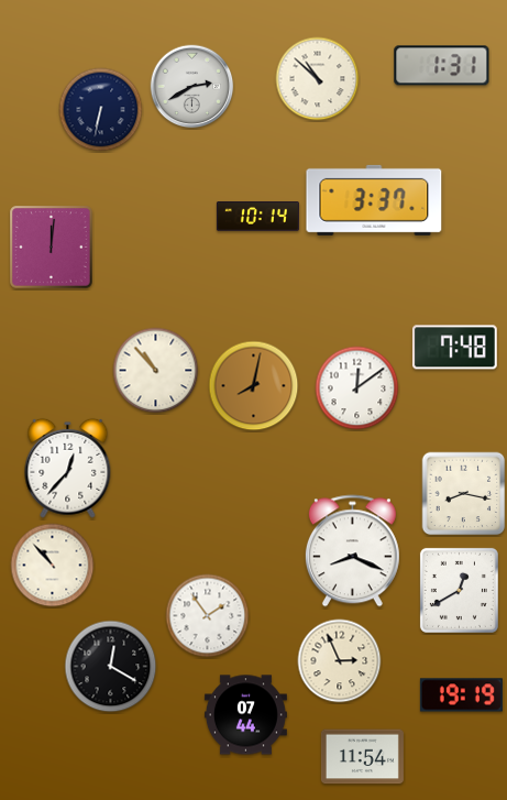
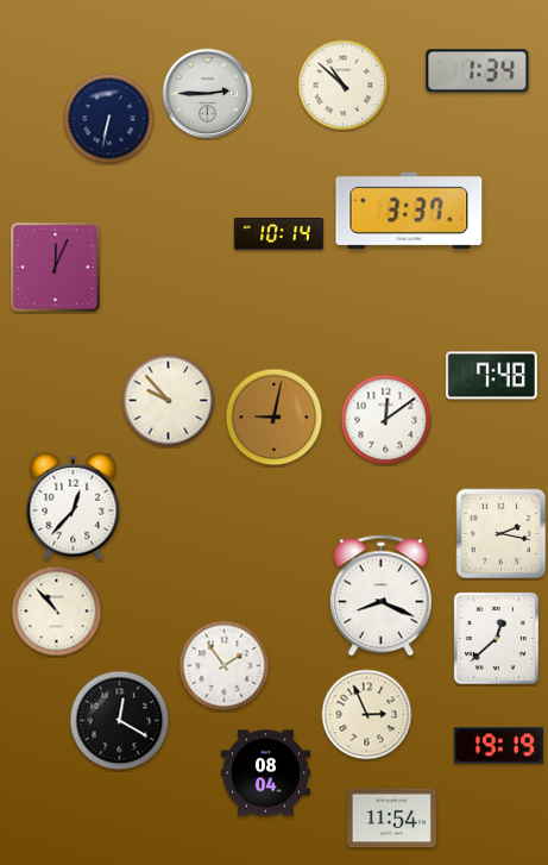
clock at (442, 66): 1:31 -> 1:34
clock at (192, 87): 2:40 -> 2:45
clock at (374, 200) position: (374, 200) -> (409, 211)
clock at (52, 248): 12:01 -> 12:04
clock at (156, 371): 10:53 -> 9:53
clock at (254, 386): 8:02 -> 9:02
clock at (464, 494): 8:17 -> 2:17
clock at (459, 590): 12:40 -> 12:38
clock at (461, 695) position: (461, 695) -> (498, 746)
clock at (245, 715): 07:44 -> 08:04
